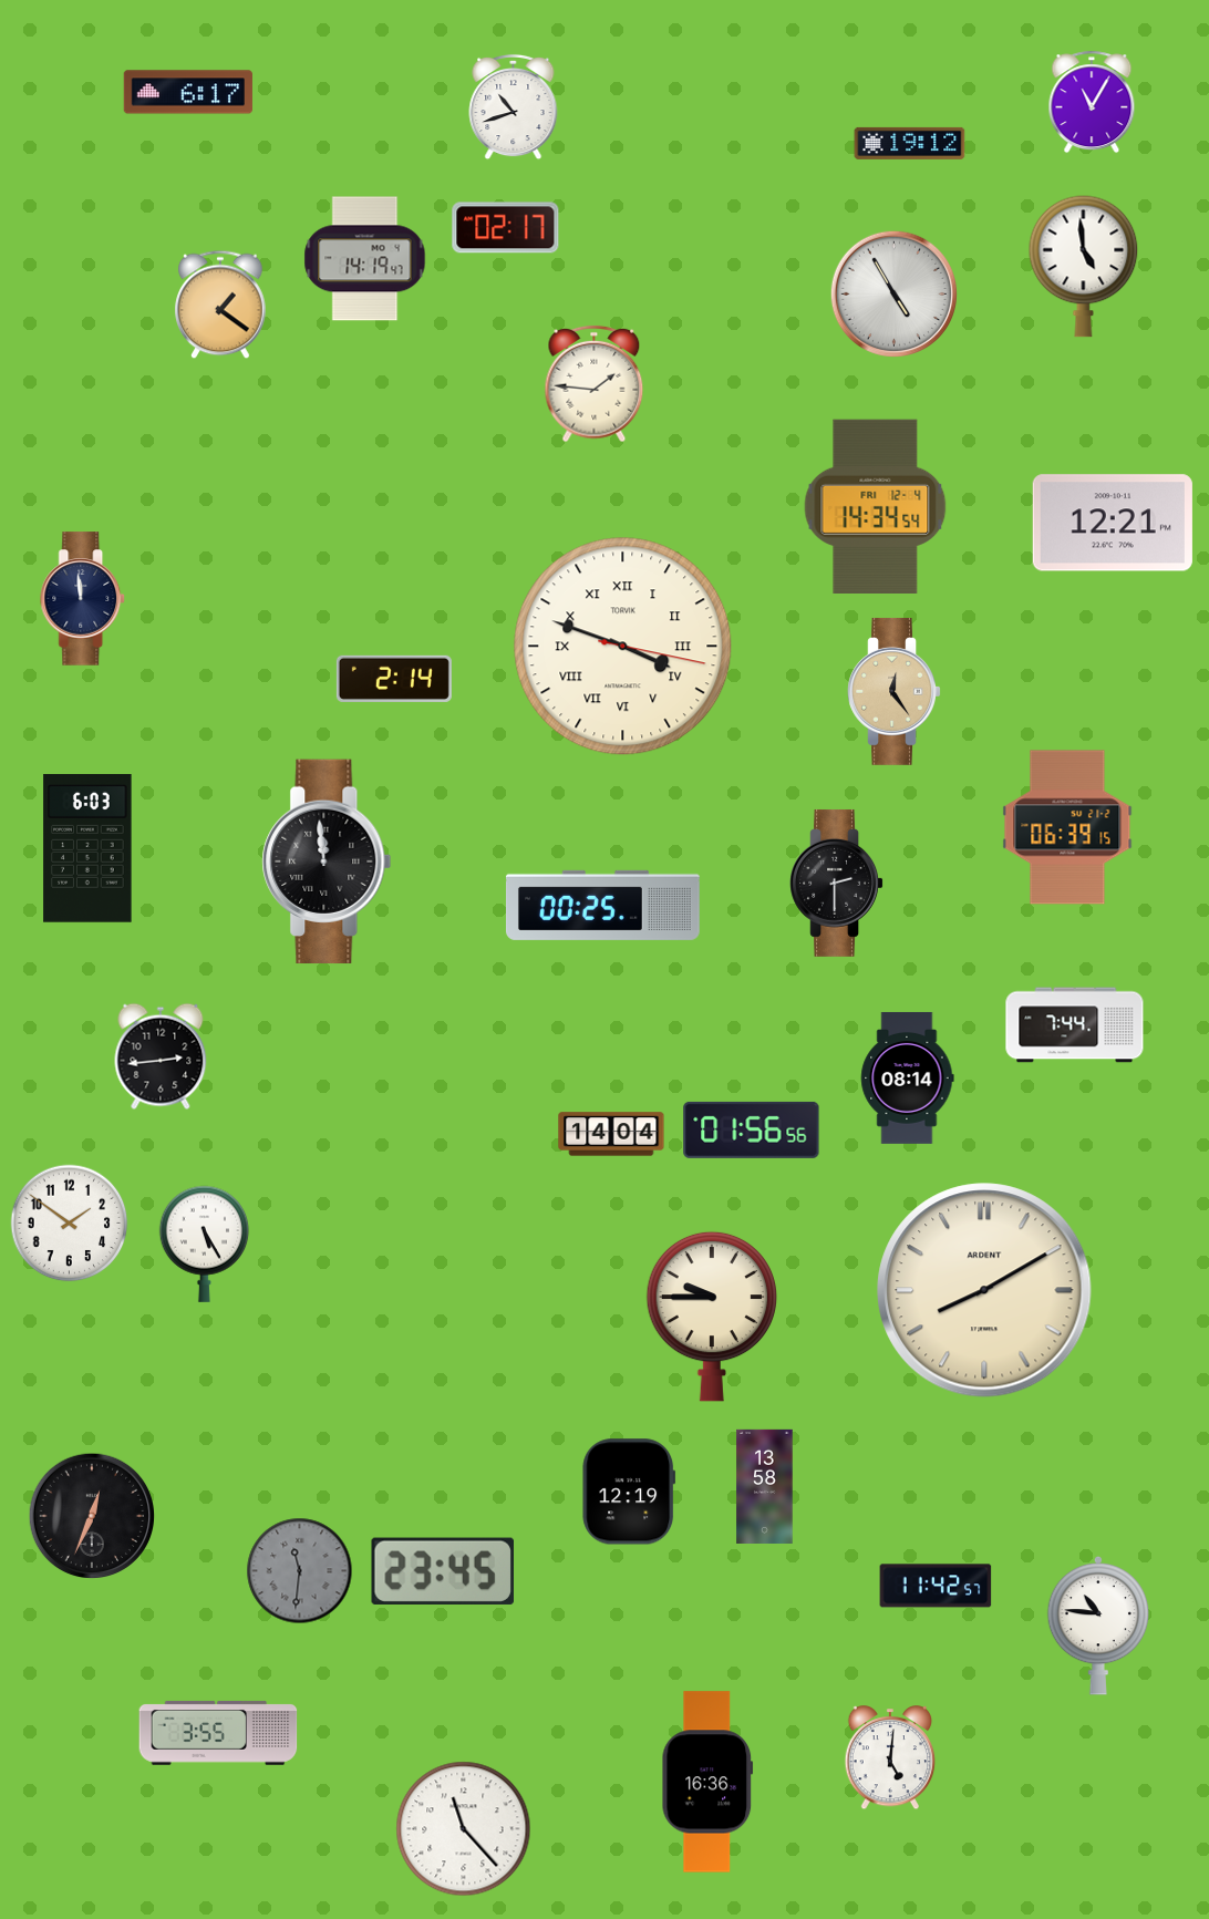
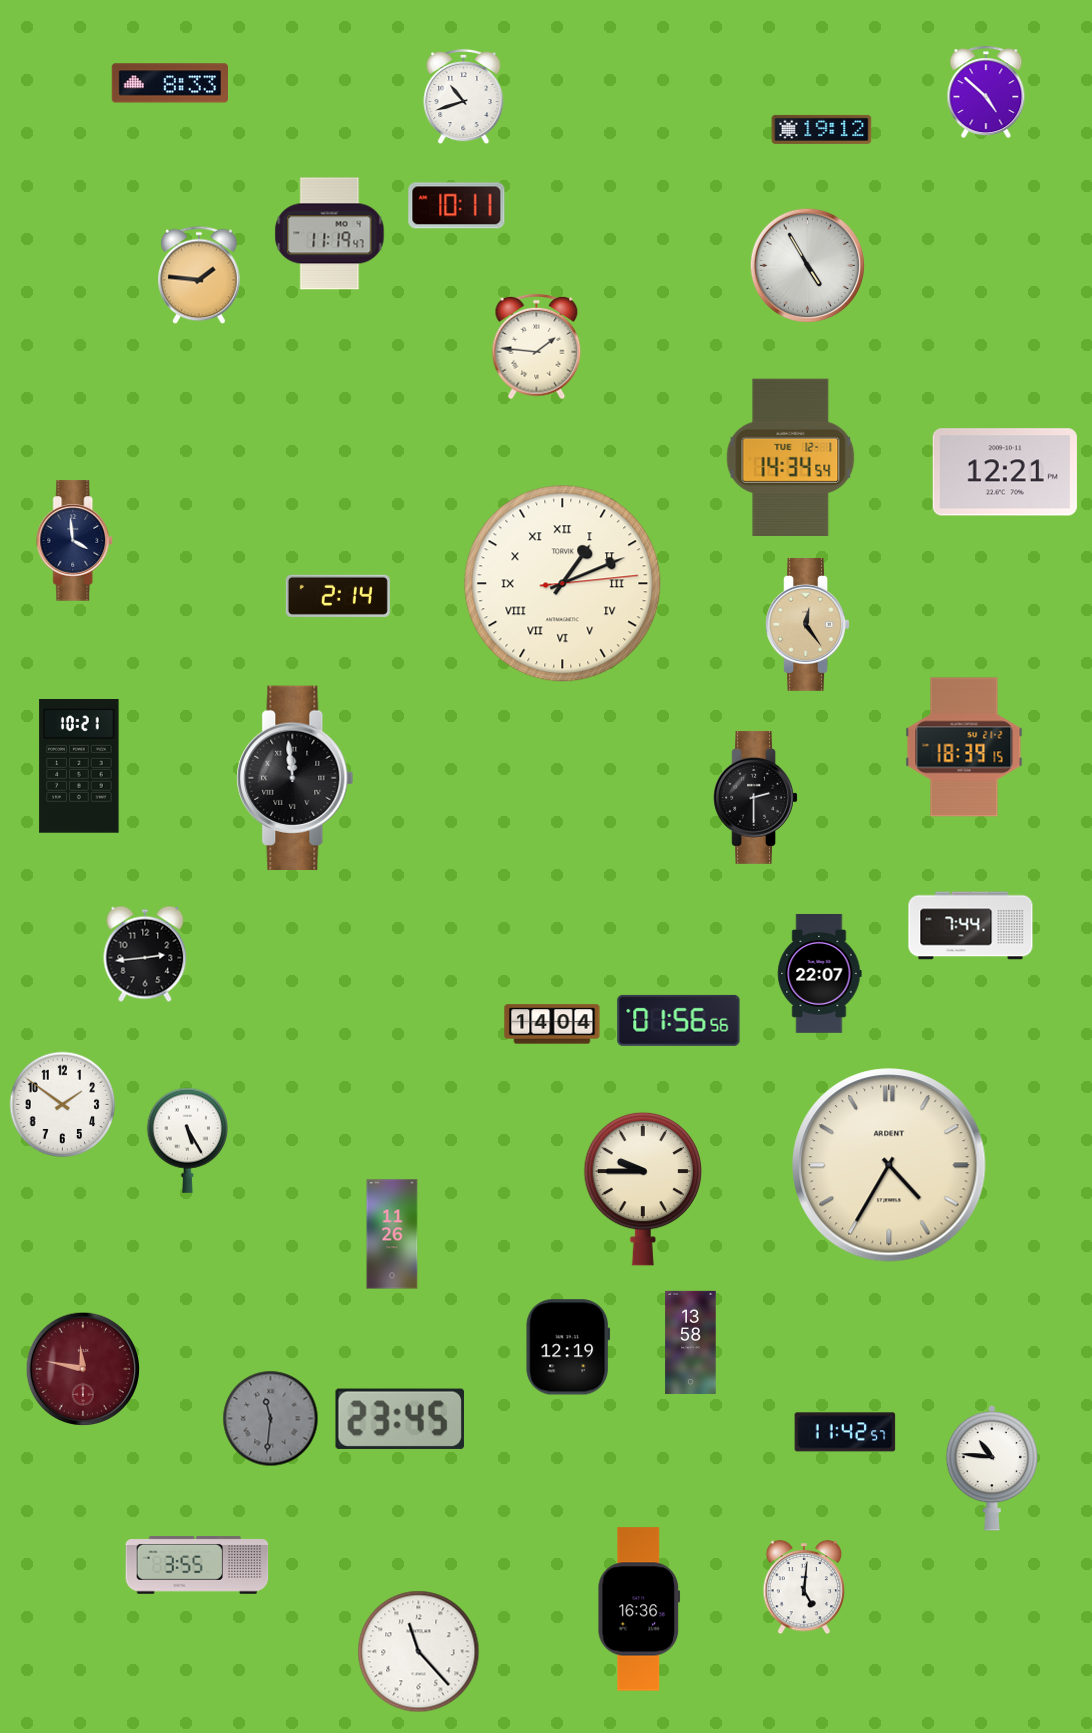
clock at (187, 92): 6:17 -> 8:33
clock at (1092, 102): 11:05 -> 4:52
clock at (506, 228): 02:17 -> 10:11
clock at (365, 259): 14:19 -> 11:19
clock at (1084, 266): 4:59 -> none
clock at (220, 305): 1:21 -> 1:46
clock at (876, 506) date: FRI 12-4 -> TUE 12-1
clock at (83, 599): 11:59 -> 3:59
clock at (623, 647): 3:48 -> 1:11
clock at (394, 679) position: (394, 679) -> (338, 596)
clock at (1067, 827): 06:39 -> 18:39
clock at (87, 849): 6:03 -> 10:21
clock at (602, 905): 00:25 -> none
clock at (908, 1077): 08:14 -> 22:07
clock at (205, 1244) position: (205, 1244) -> (188, 1140)
clock at (984, 1290): 8:10 -> 4:35
clock at (392, 1234): none -> 11:26
clock at (92, 1516): 12:34 -> 11:47
clock at (92, 1516) dial: black -> burgundy
